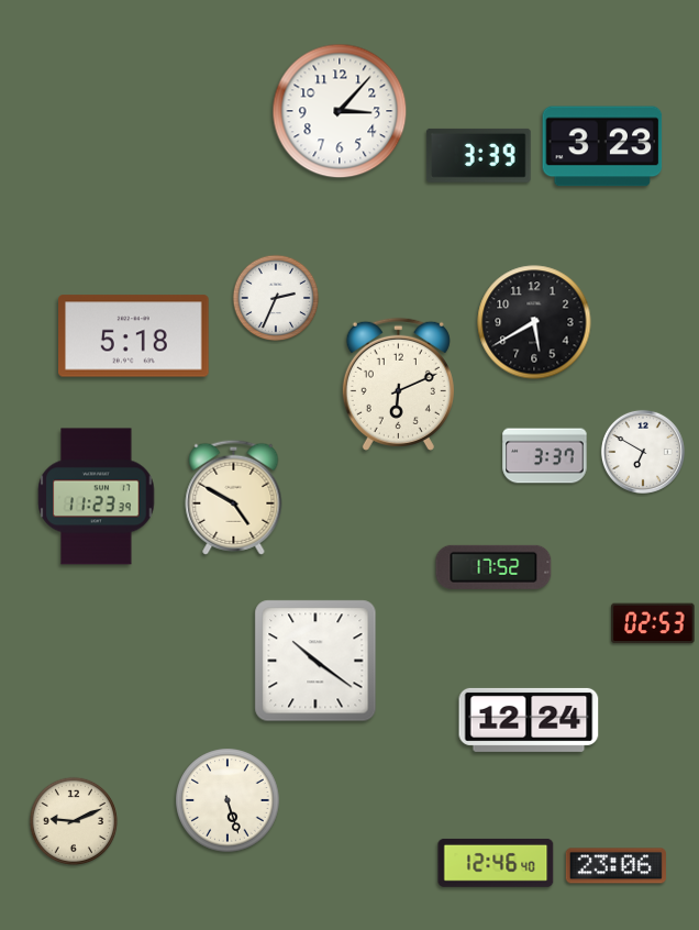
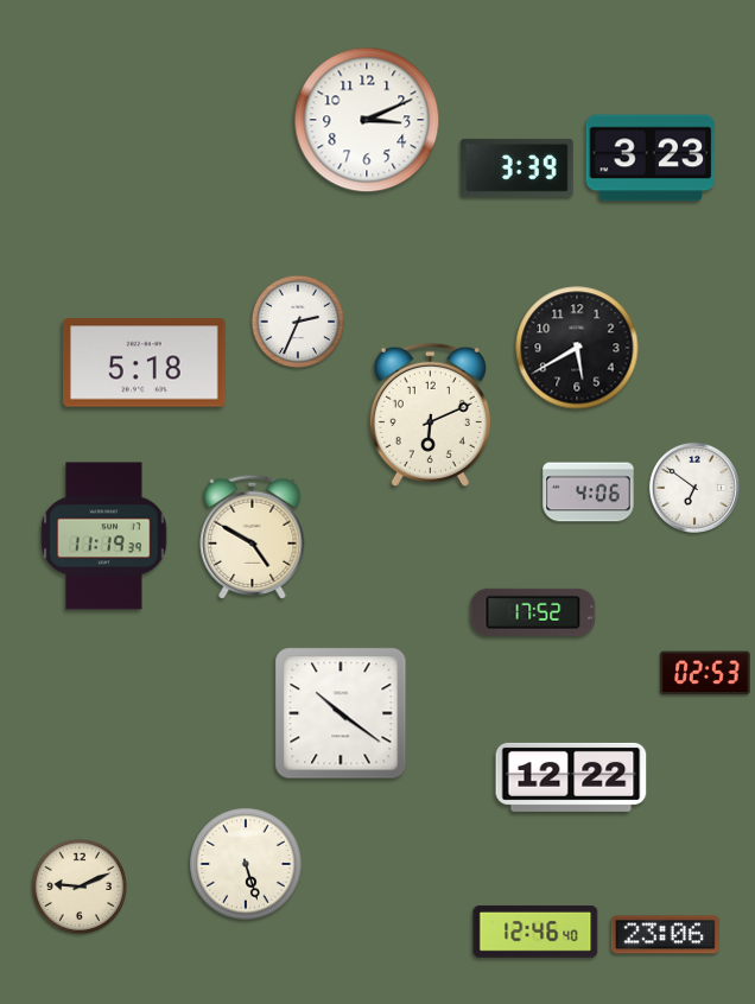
clock at (340, 111): 3:07 -> 3:11
clock at (643, 452): 6:50 -> 6:51
clock at (545, 456): 3:37 -> 4:06
clock at (97, 497): 11:23 -> 11:19
clock at (529, 720): 12:24 -> 12:22
